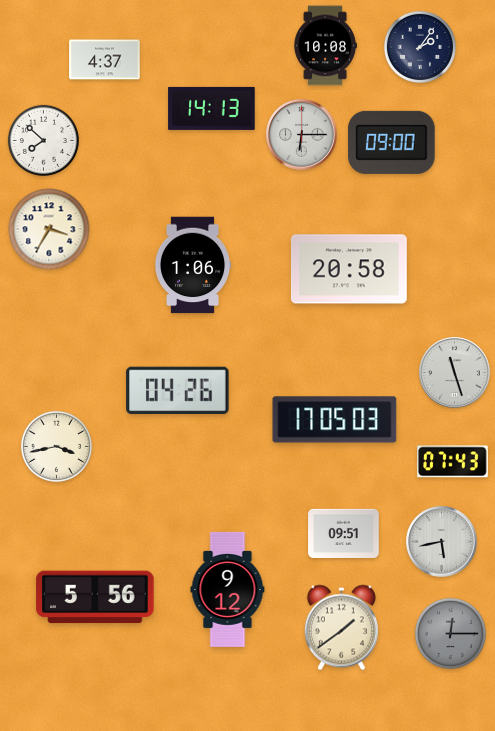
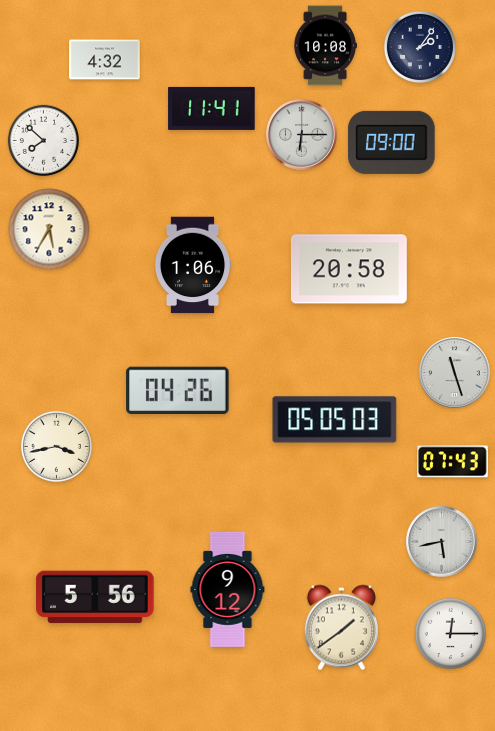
clock at (105, 60): 4:37 -> 4:32
clock at (212, 108): 14:13 -> 11:41
clock at (49, 229): 3:35 -> 5:35
clock at (335, 420): 17:05 -> 05:05
clock at (344, 533): 09:51 -> none
clock at (450, 633) dial: grey -> white
